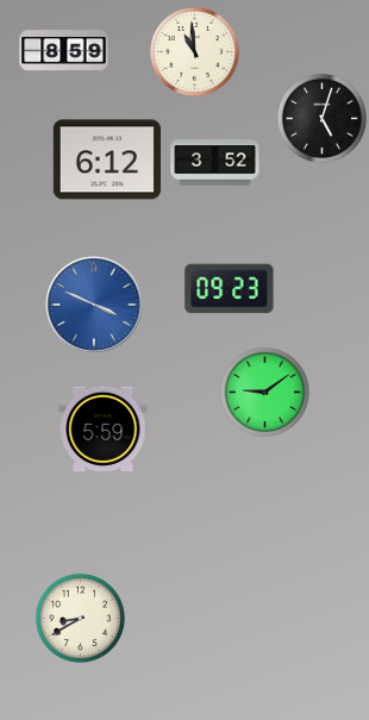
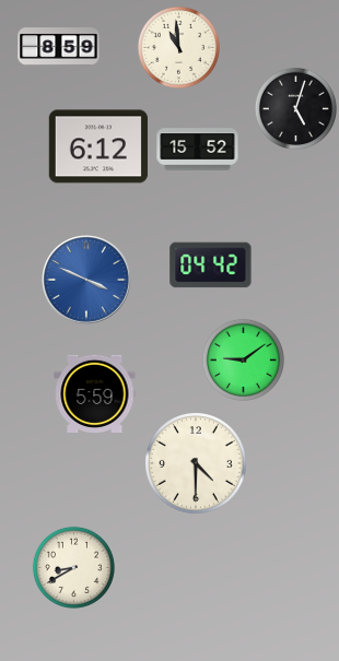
clock at (215, 163): 3:52 -> 15:52
clock at (230, 289): 09:23 -> 04:42
clock at (197, 464): none -> 4:30
